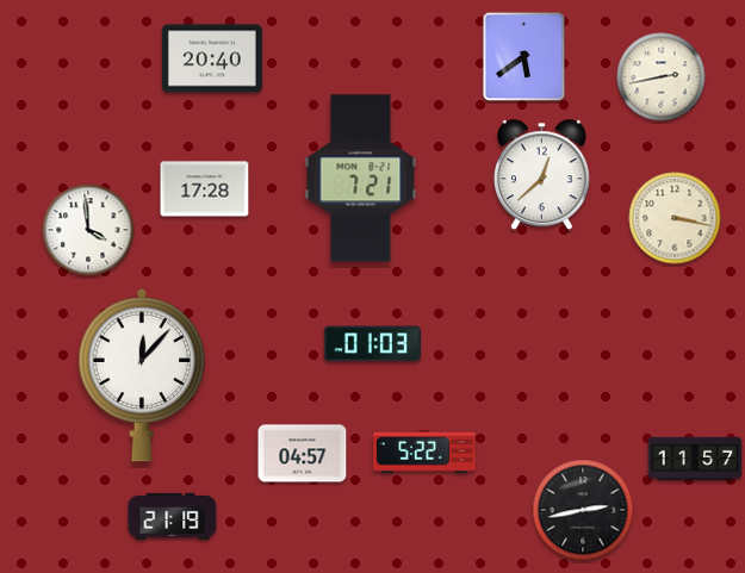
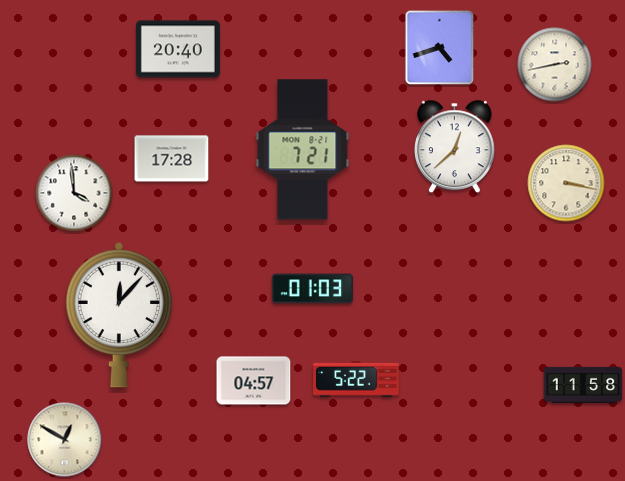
clock at (524, 57): 5:39 -> 4:42
clock at (695, 459): 11:57 -> 11:58
clock at (583, 510): 2:43 -> none
clock at (173, 516): 21:19 -> none
clock at (65, 440): none -> 12:50
